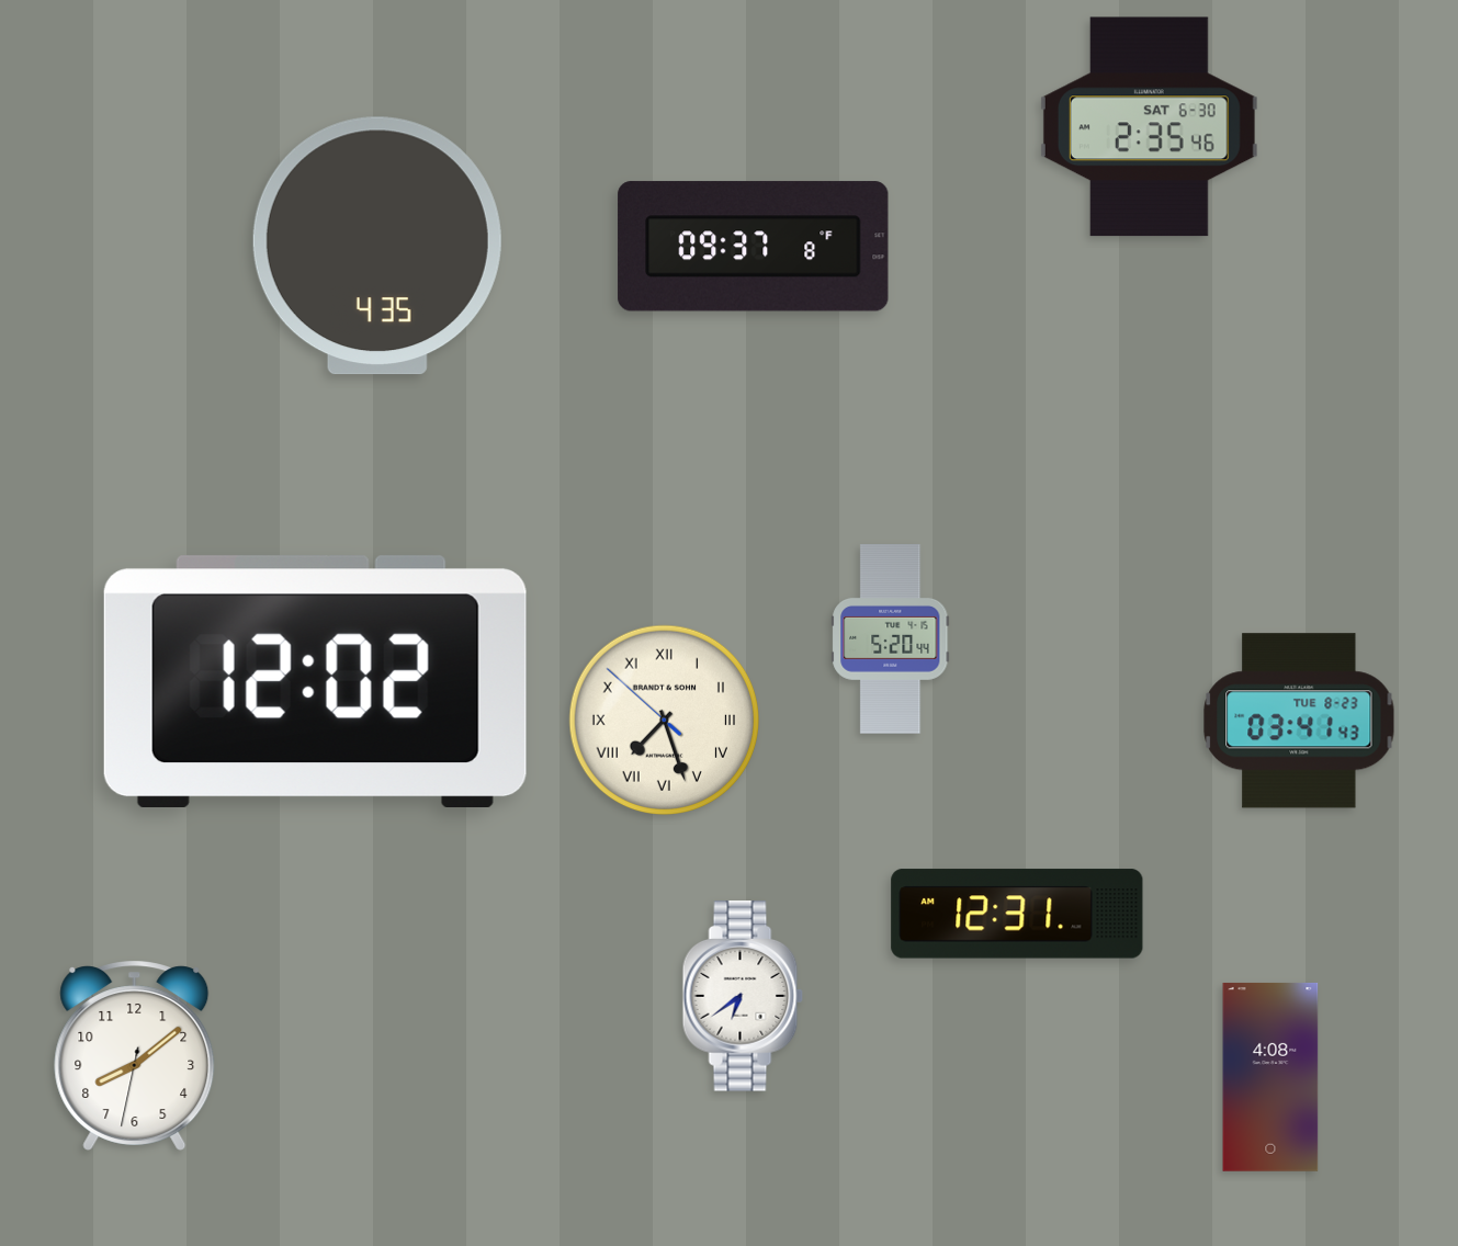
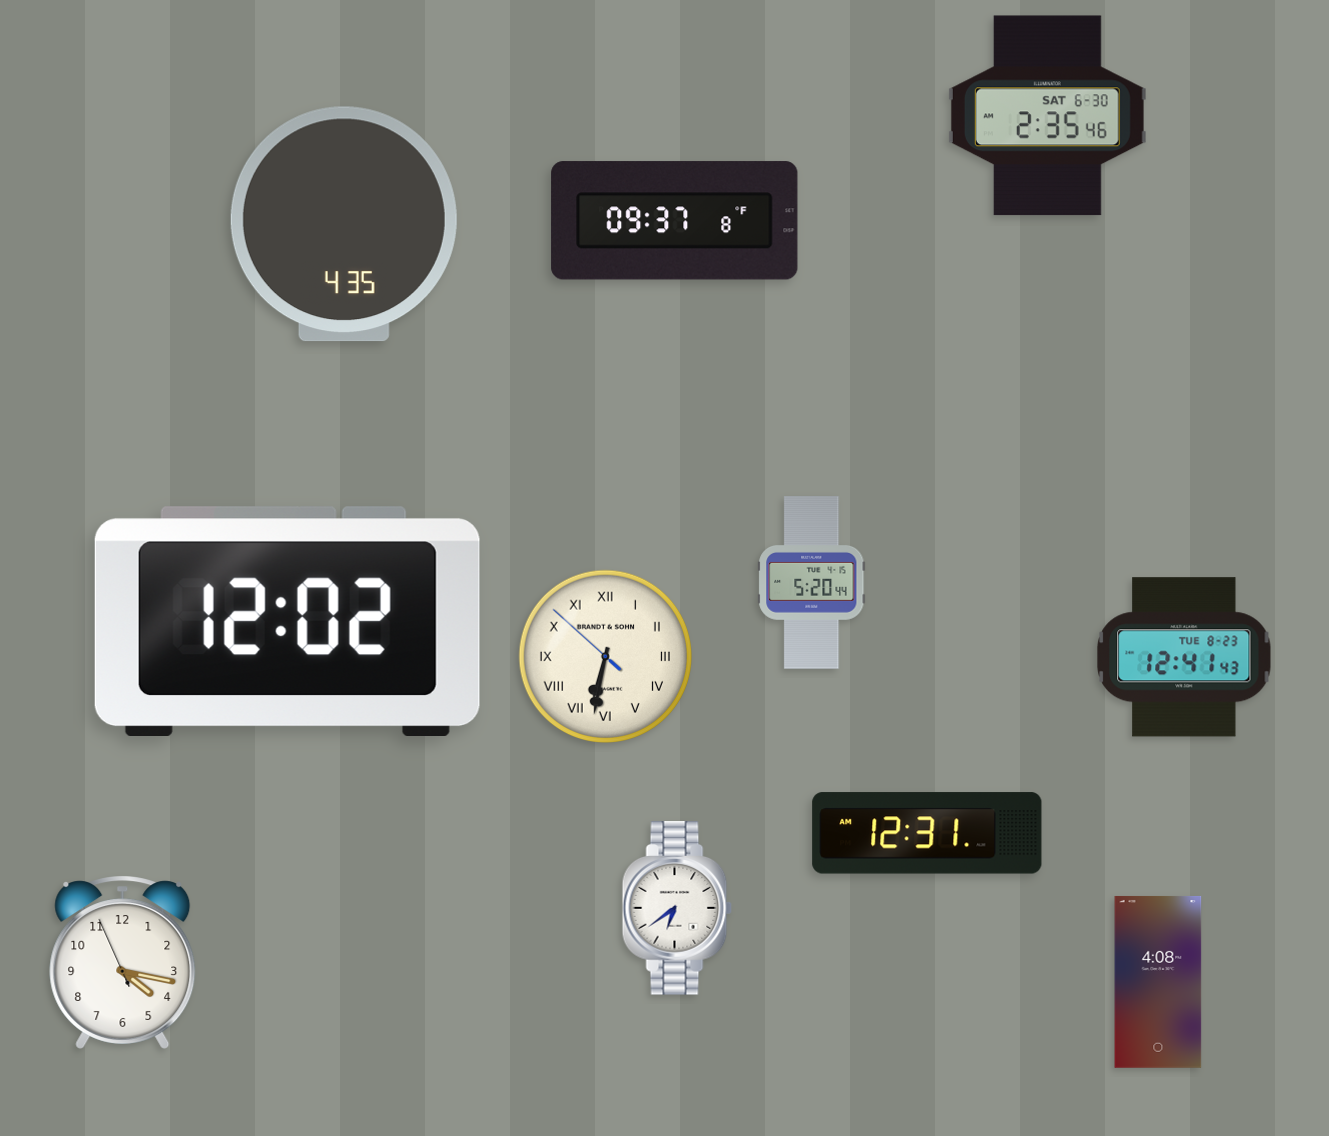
clock at (754, 247) position: (754, 247) -> (675, 221)
clock at (664, 720): 7:26 -> 6:31
clock at (1299, 721): 03:41 -> 12:41
clock at (135, 1055): 8:08 -> 4:16
